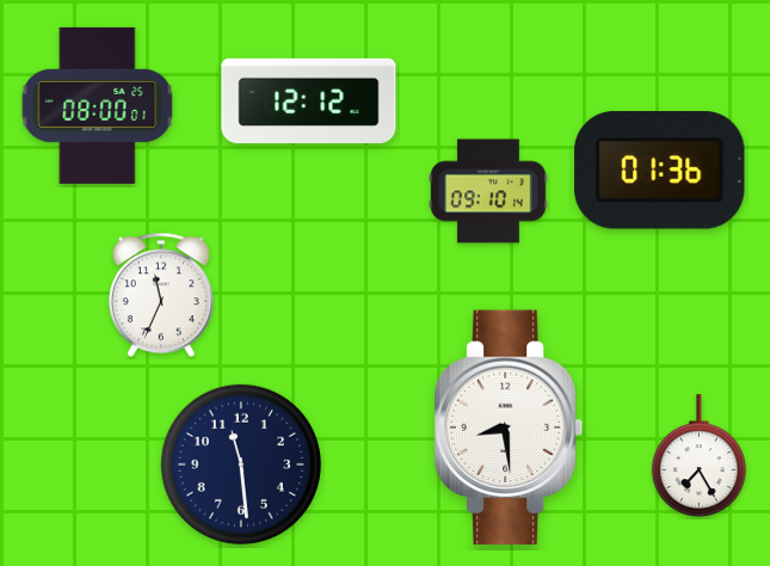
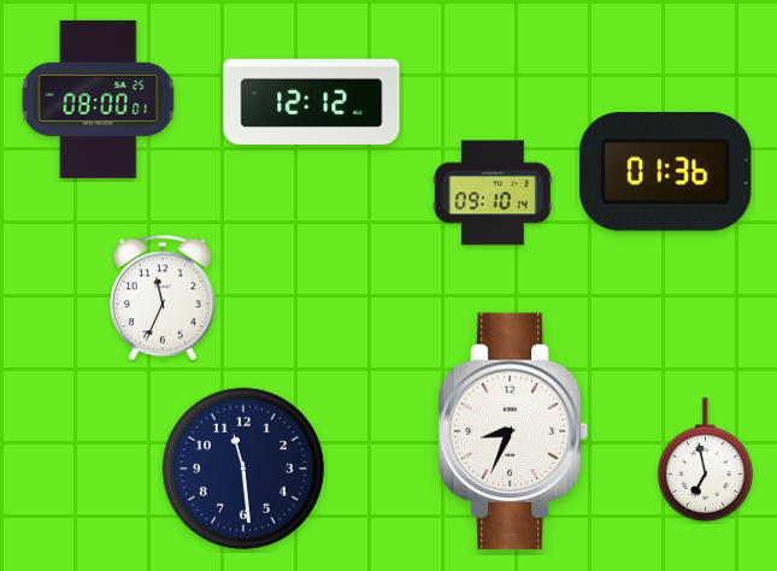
clock at (98, 105) position: (98, 105) -> (99, 99)
clock at (509, 427): 8:29 -> 8:34
clock at (698, 456): 7:25 -> 6:58
